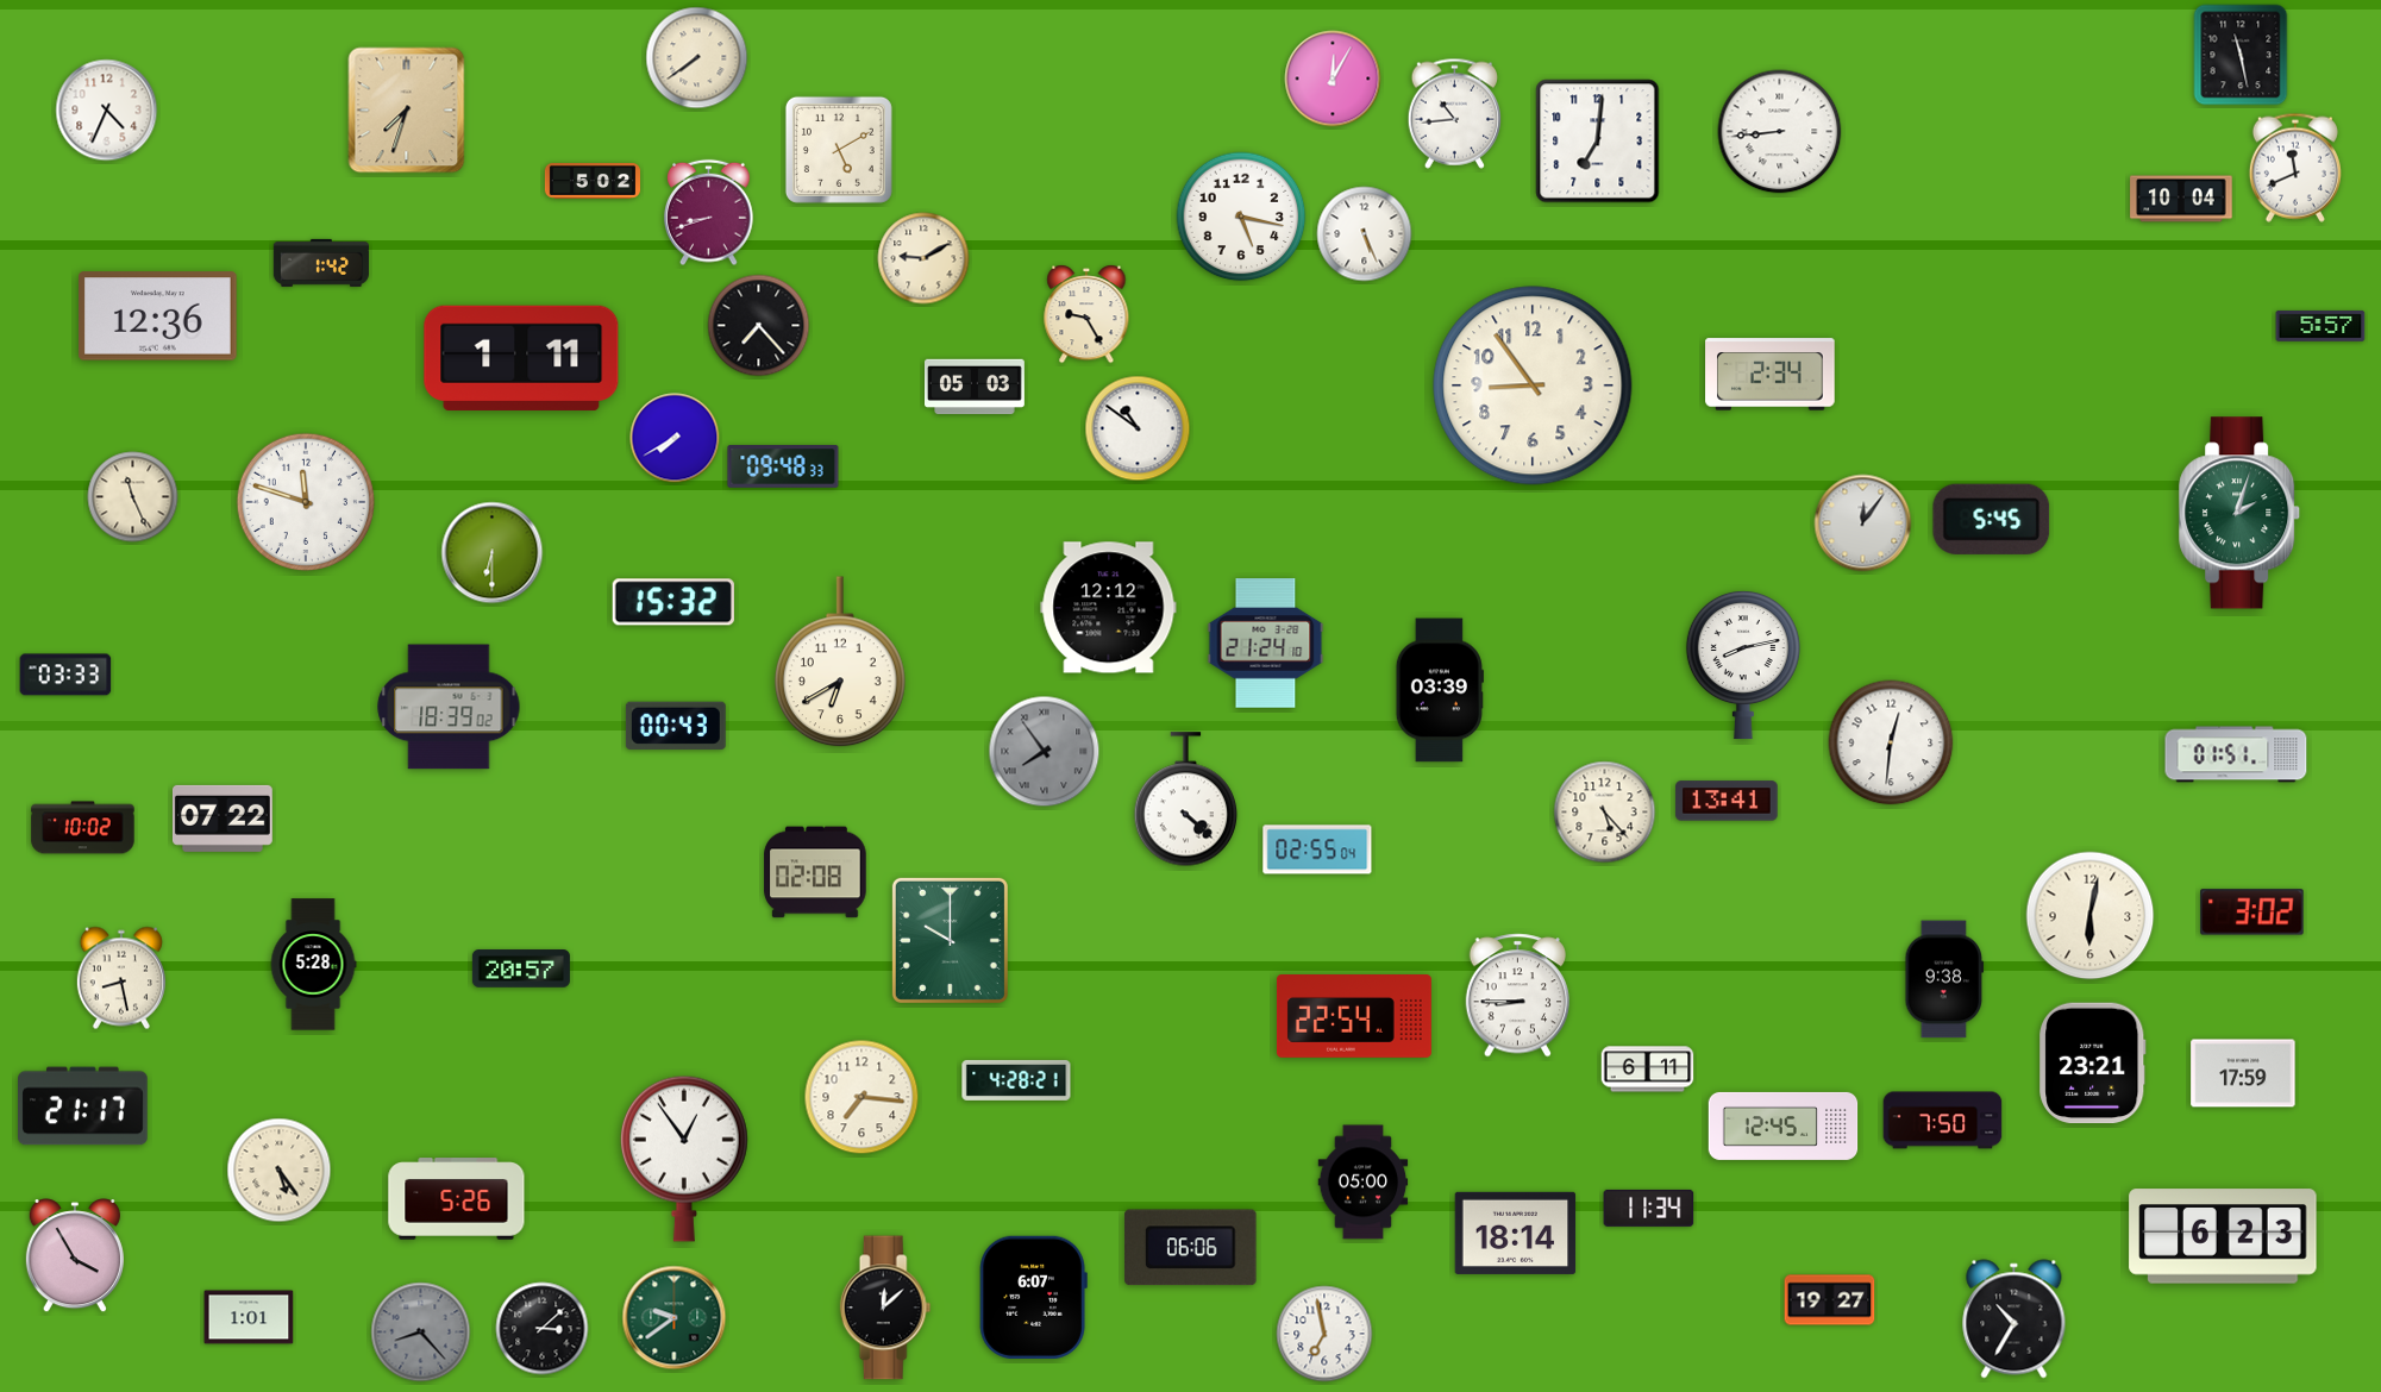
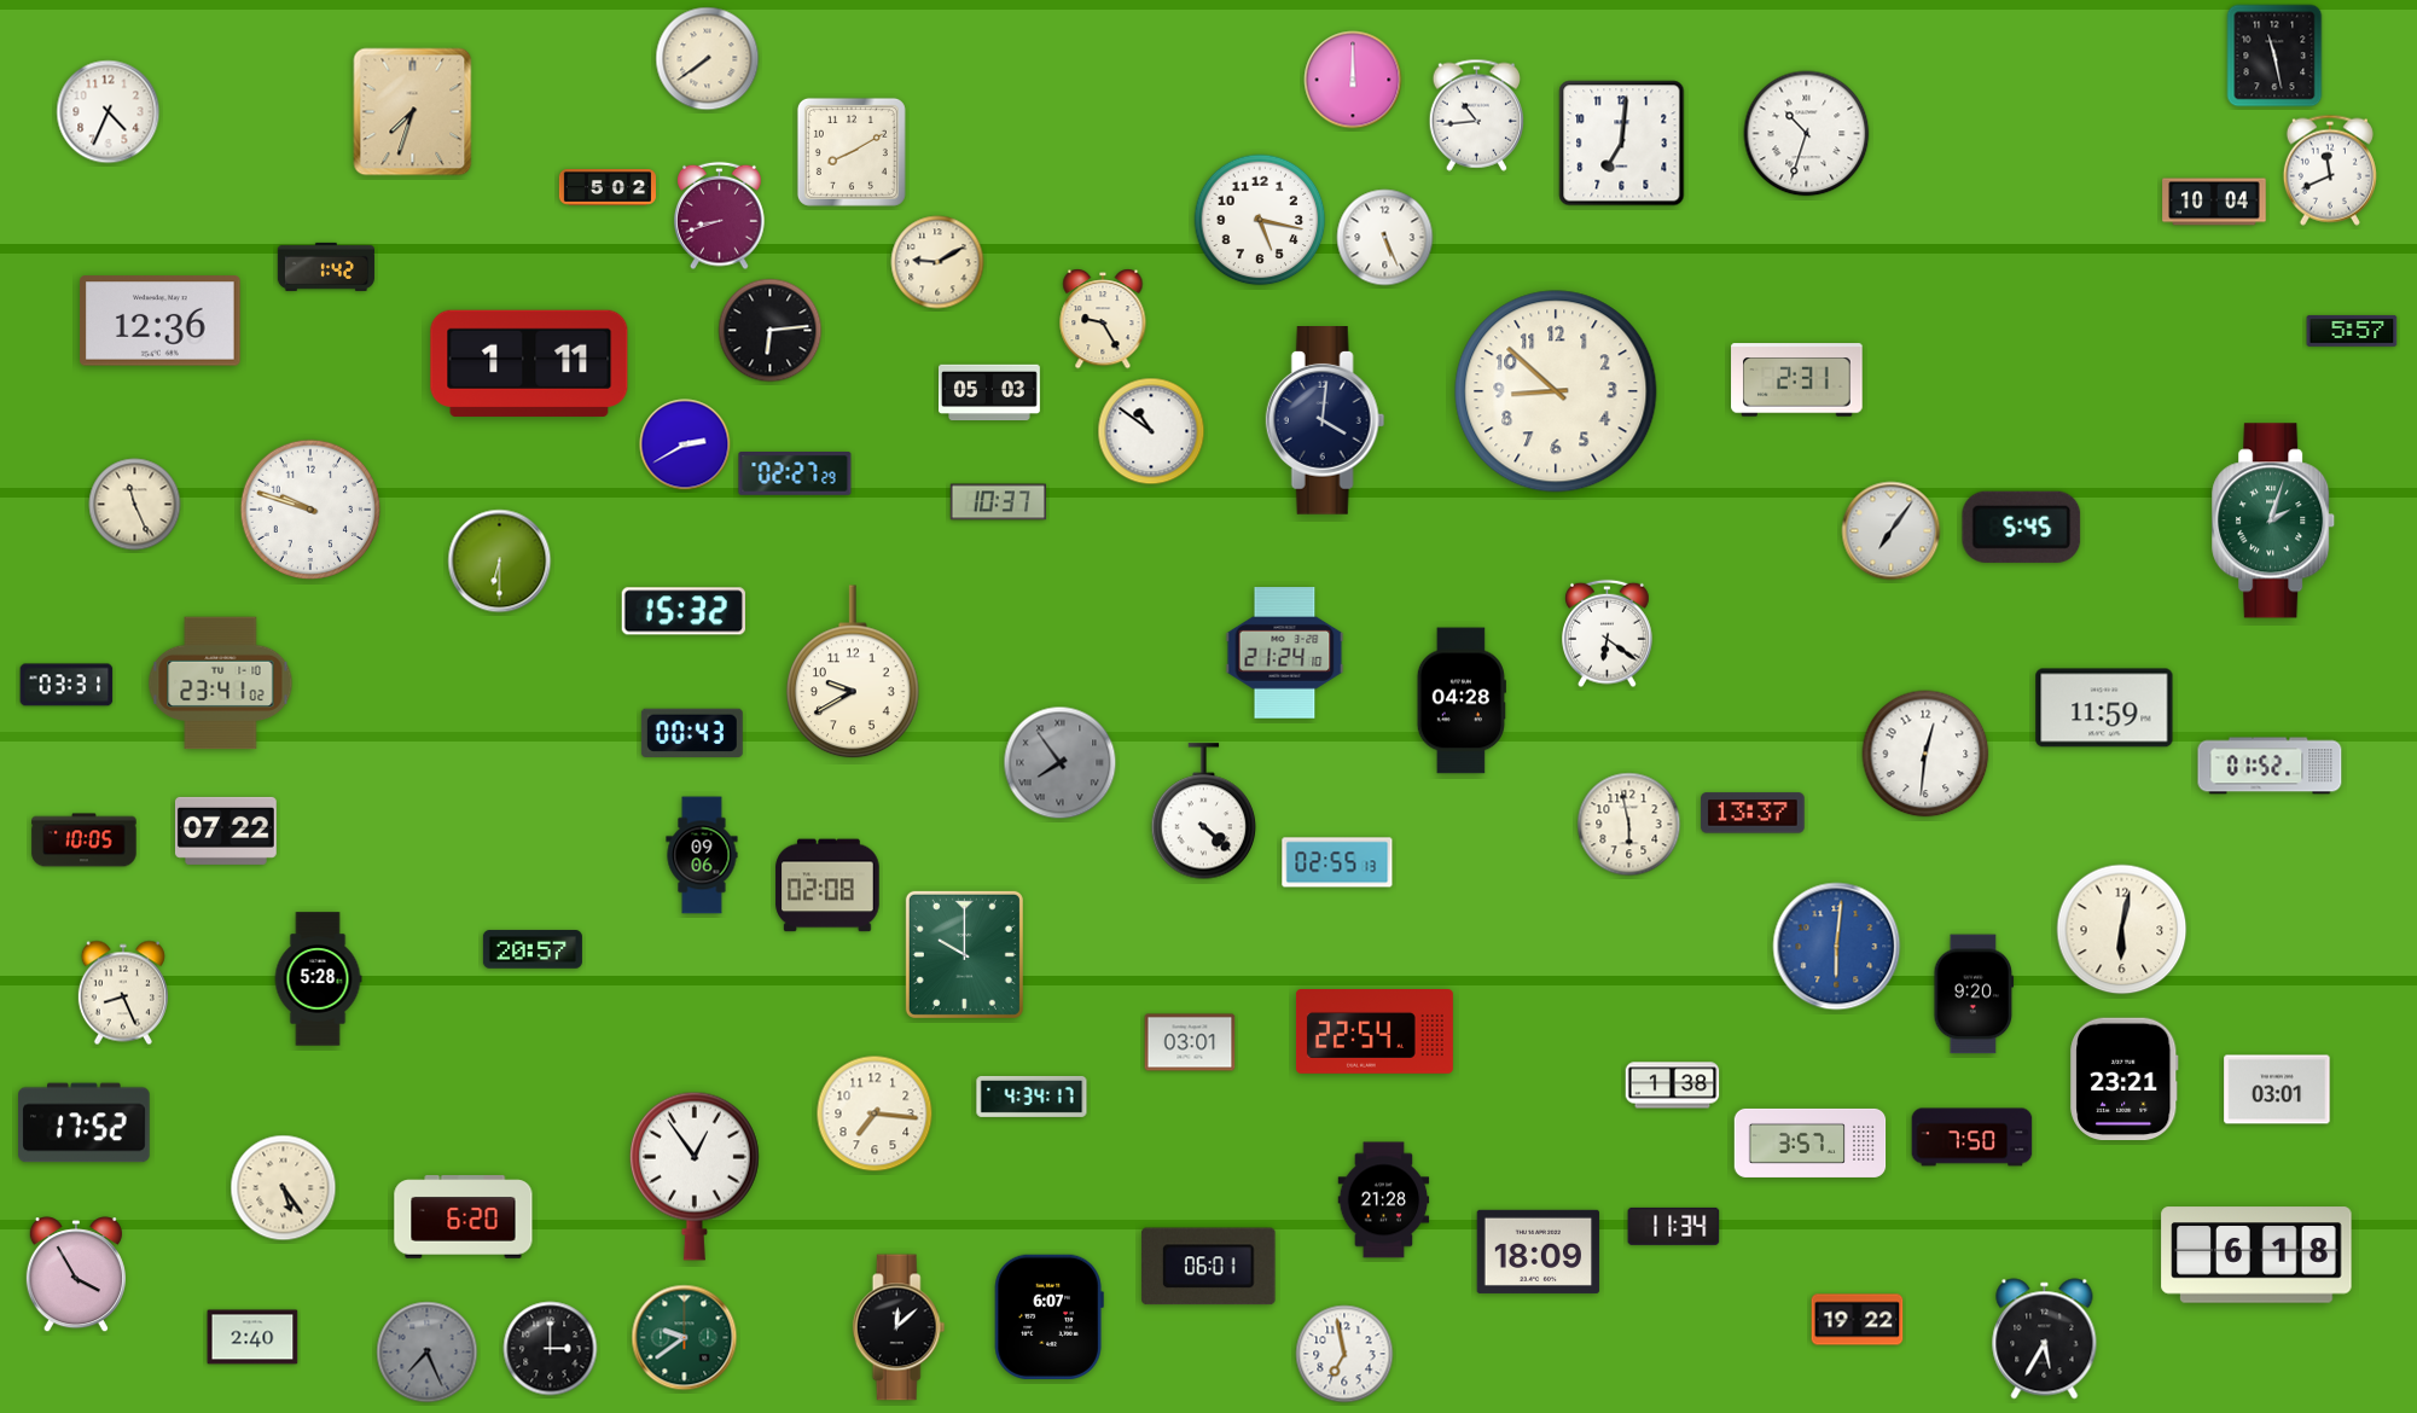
clock at (1333, 79): 12:05 -> 12:00
clock at (1780, 132): 8:44 -> 10:33
clock at (839, 150): 5:10 -> 8:10
clock at (591, 182) position: (591, 182) -> (606, 188)
clock at (759, 326): 7:23 -> 6:14
clock at (2320, 326) position: (2320, 326) -> (2352, 331)
clock at (1771, 375): 2:34 -> 2:31
clock at (1533, 385): 8:54 -> 8:52
clock at (1325, 421): none -> 4:01
clock at (1138, 428) position: (1138, 428) -> (1151, 431)
clock at (675, 438): 7:40 -> 2:40
clock at (783, 468): 09:48 -> 02:27
clock at (999, 502): none -> 10:37
clock at (306, 502): 11:48 -> 9:48
clock at (1863, 523): 12:06 -> 7:06
clock at (1109, 608): 12:12 -> none
clock at (1608, 634): none -> 6:21
clock at (840, 663): 6:40 -> 9:40
clock at (1743, 665): 8:13 -> none
clock at (221, 684): none -> 23:41
clock at (65, 675): 03:33 -> 03:31
clock at (1440, 690): 03:39 -> 04:28
clock at (2104, 708): none -> 11:59
clock at (449, 707): 18:39 -> none
clock at (676, 726) position: (676, 726) -> (692, 733)
clock at (1891, 742) position: (1891, 742) -> (1925, 754)
clock at (2236, 754): 01:51 -> 01:52
clock at (1727, 801): 13:41 -> 13:37
clock at (1605, 813): 5:23 -> 5:58
clock at (83, 828): 10:02 -> 10:05
clock at (702, 855): none -> 09:06
clock at (1317, 849): 02:55:04 -> 02:55:13
clock at (2252, 913): 3:02 -> none
clock at (1837, 947): none -> 6:01
clock at (521, 968) position: (521, 968) -> (533, 949)
clock at (121, 978): 8:28 -> 8:26
clock at (1944, 979): 9:38 -> 9:20
clock at (1517, 996): 8:45 -> none
clock at (1190, 1042): none -> 03:01
clock at (1648, 1070): 6:11 -> 1:38
clock at (2243, 1073): 17:59 -> 03:01
clock at (1016, 1080): 4:28 -> 4:34
clock at (83, 1106): 21:17 -> 17:52
clock at (1784, 1125): 12:45 -> 3:57
clock at (1364, 1183): 05:00 -> 21:28
clock at (457, 1199): 5:26 -> 6:20
clock at (1516, 1233): 18:14 -> 18:09
clock at (2223, 1236): 6:23 -> 6:18
clock at (1191, 1248): 06:06 -> 06:01
clock at (1830, 1300): 19:27 -> 19:22
clock at (249, 1317): 1:01 -> 2:40
clock at (2015, 1319): 10:35 -> 5:35
clock at (543, 1329): 3:08 -> 3:00
clock at (421, 1333): 8:23 -> 7:26
